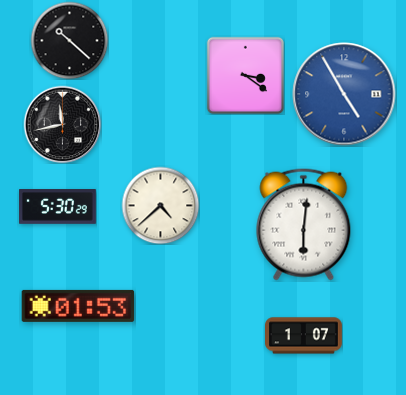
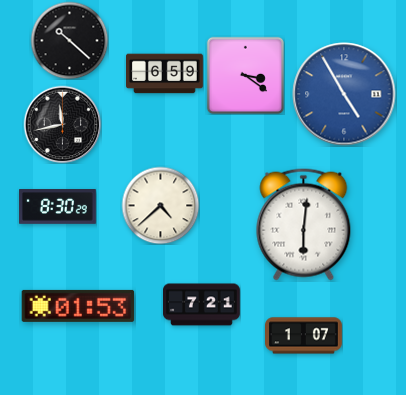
clock at (165, 74): none -> 6:59
clock at (58, 207): 5:30 -> 8:30
clock at (202, 305): none -> 7:21
